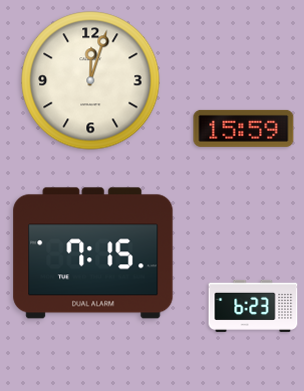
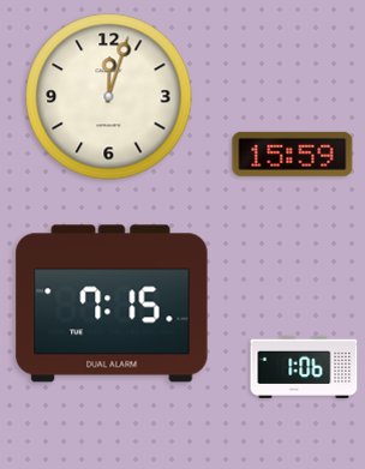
clock at (253, 306): 6:23 -> 1:06
